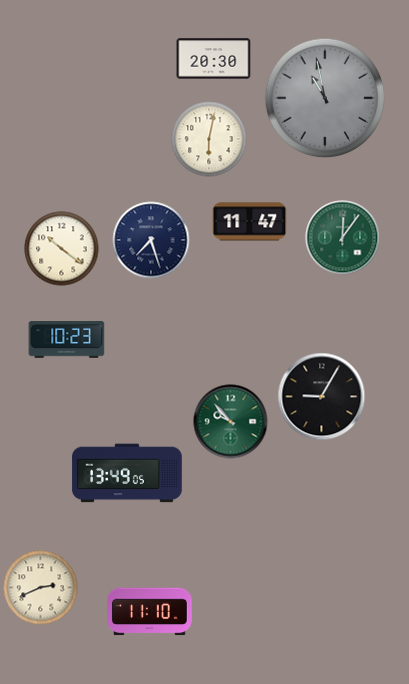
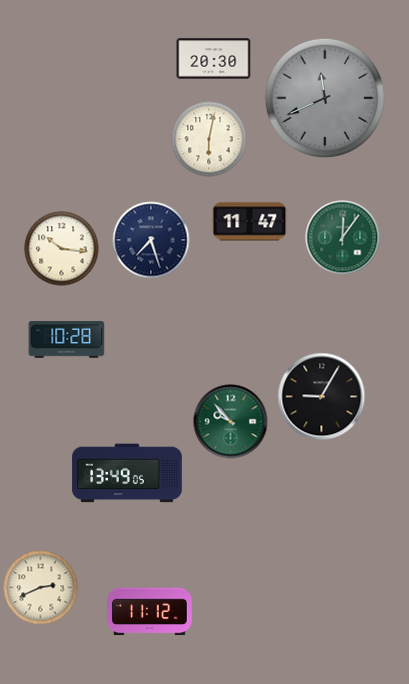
clock at (325, 98): 10:58 -> 11:41
clock at (62, 249): 10:21 -> 10:16
clock at (67, 340): 10:23 -> 10:28
clock at (150, 612): 11:10 -> 11:12
